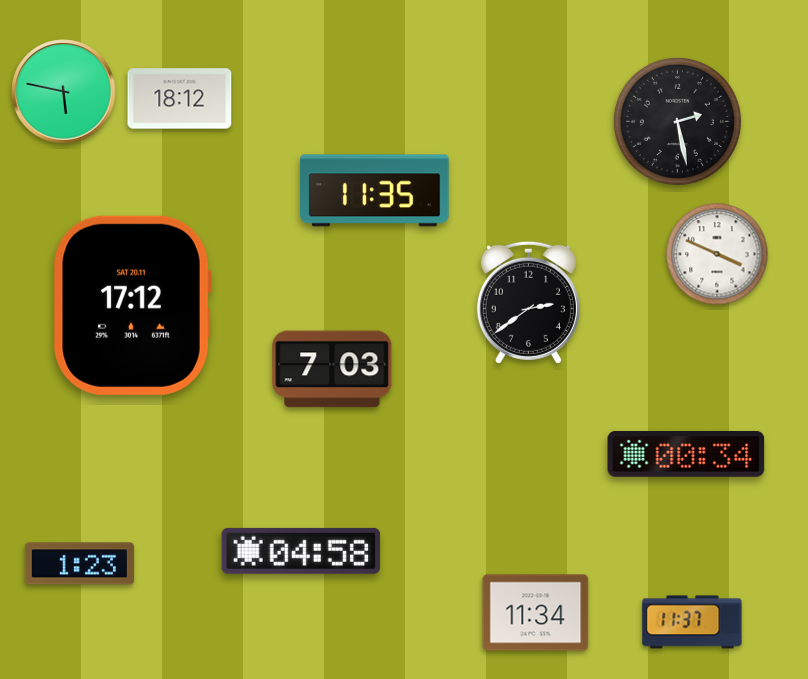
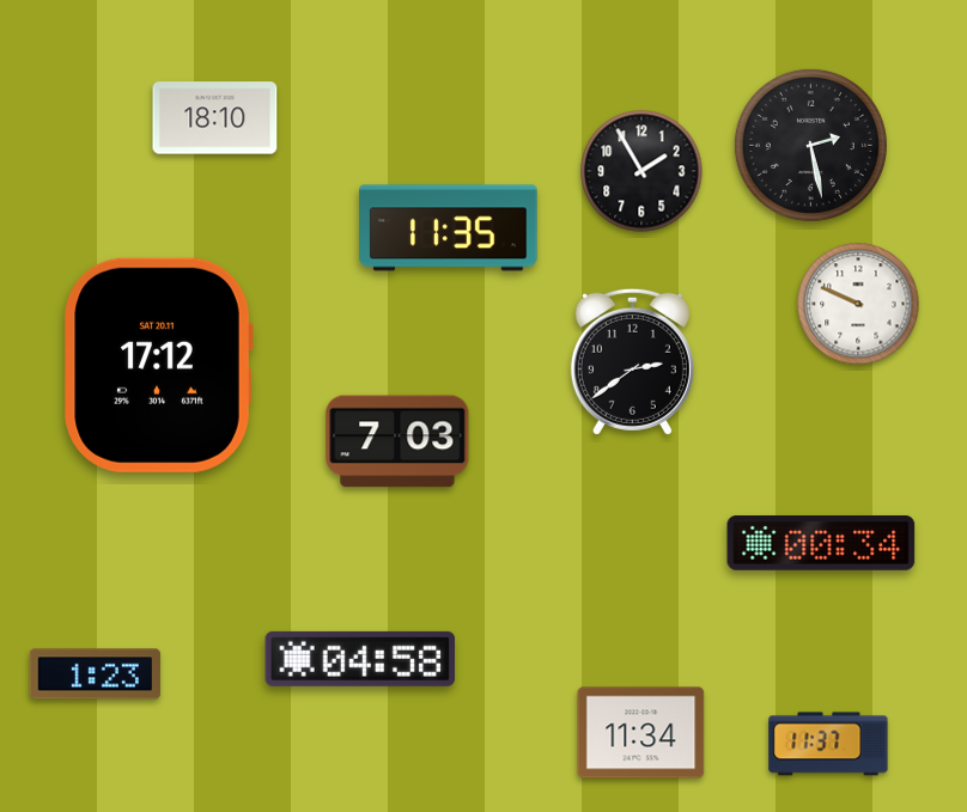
clock at (64, 92): 5:47 -> none
clock at (180, 99): 18:12 -> 18:10
clock at (641, 171): none -> 1:55
clock at (717, 254): 3:49 -> 9:49
